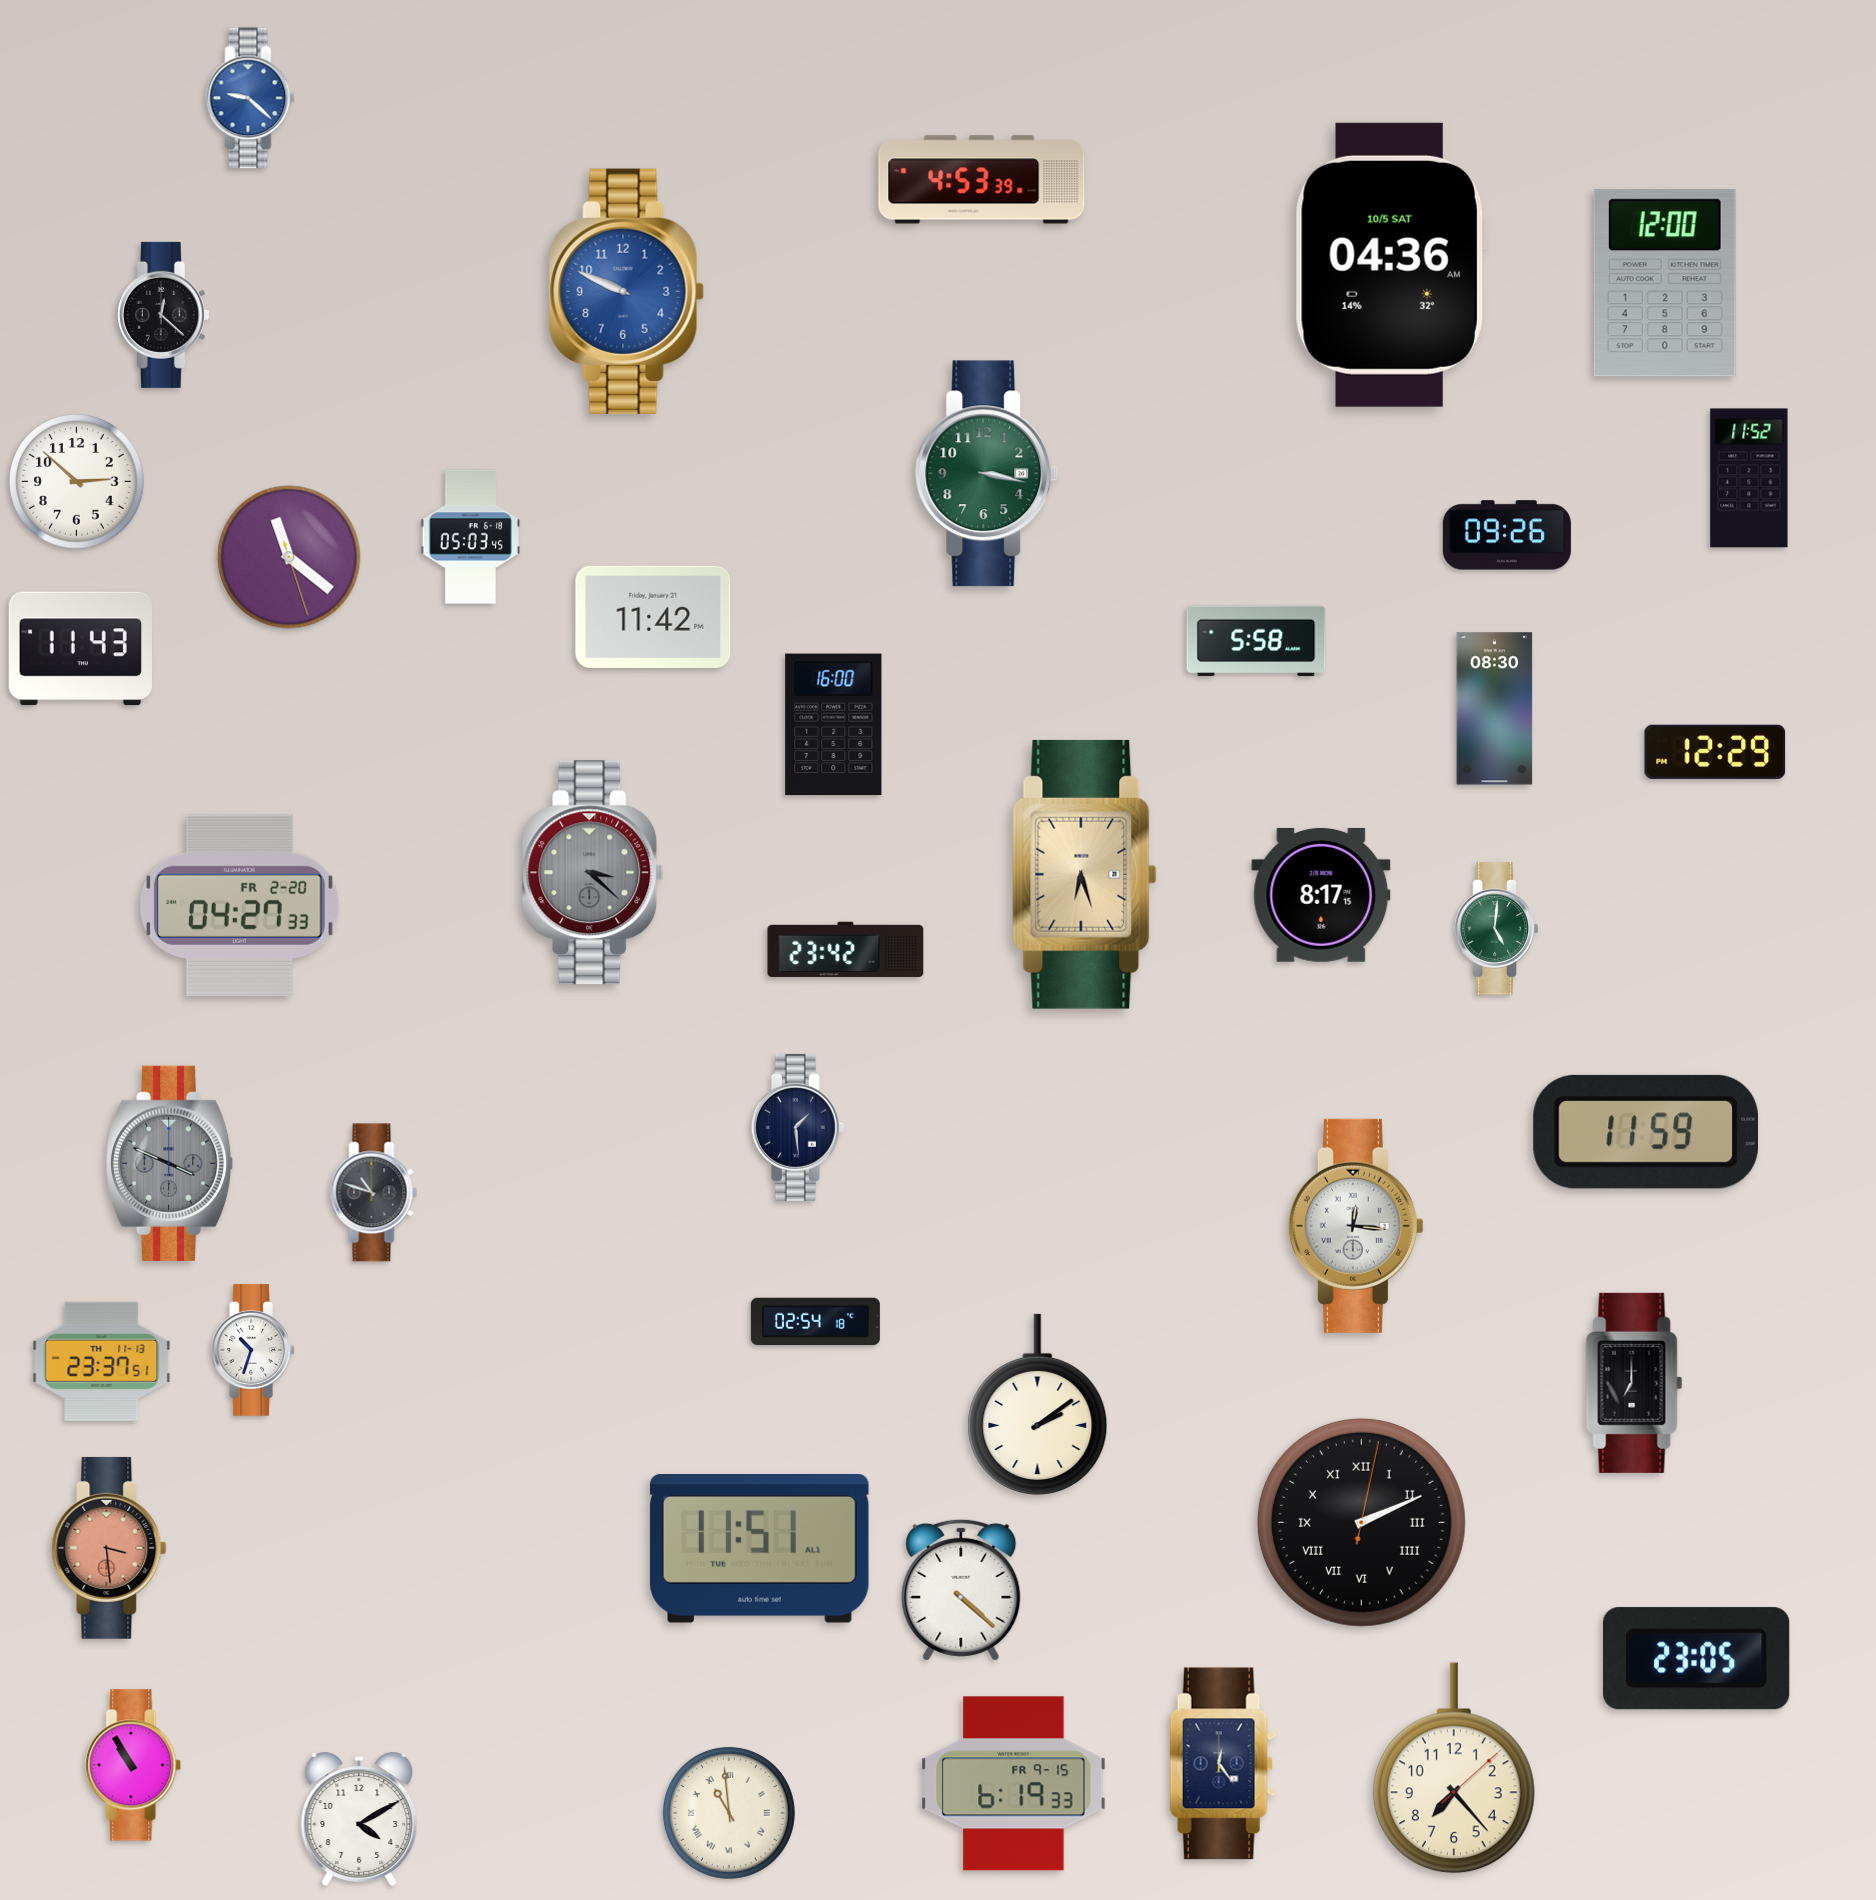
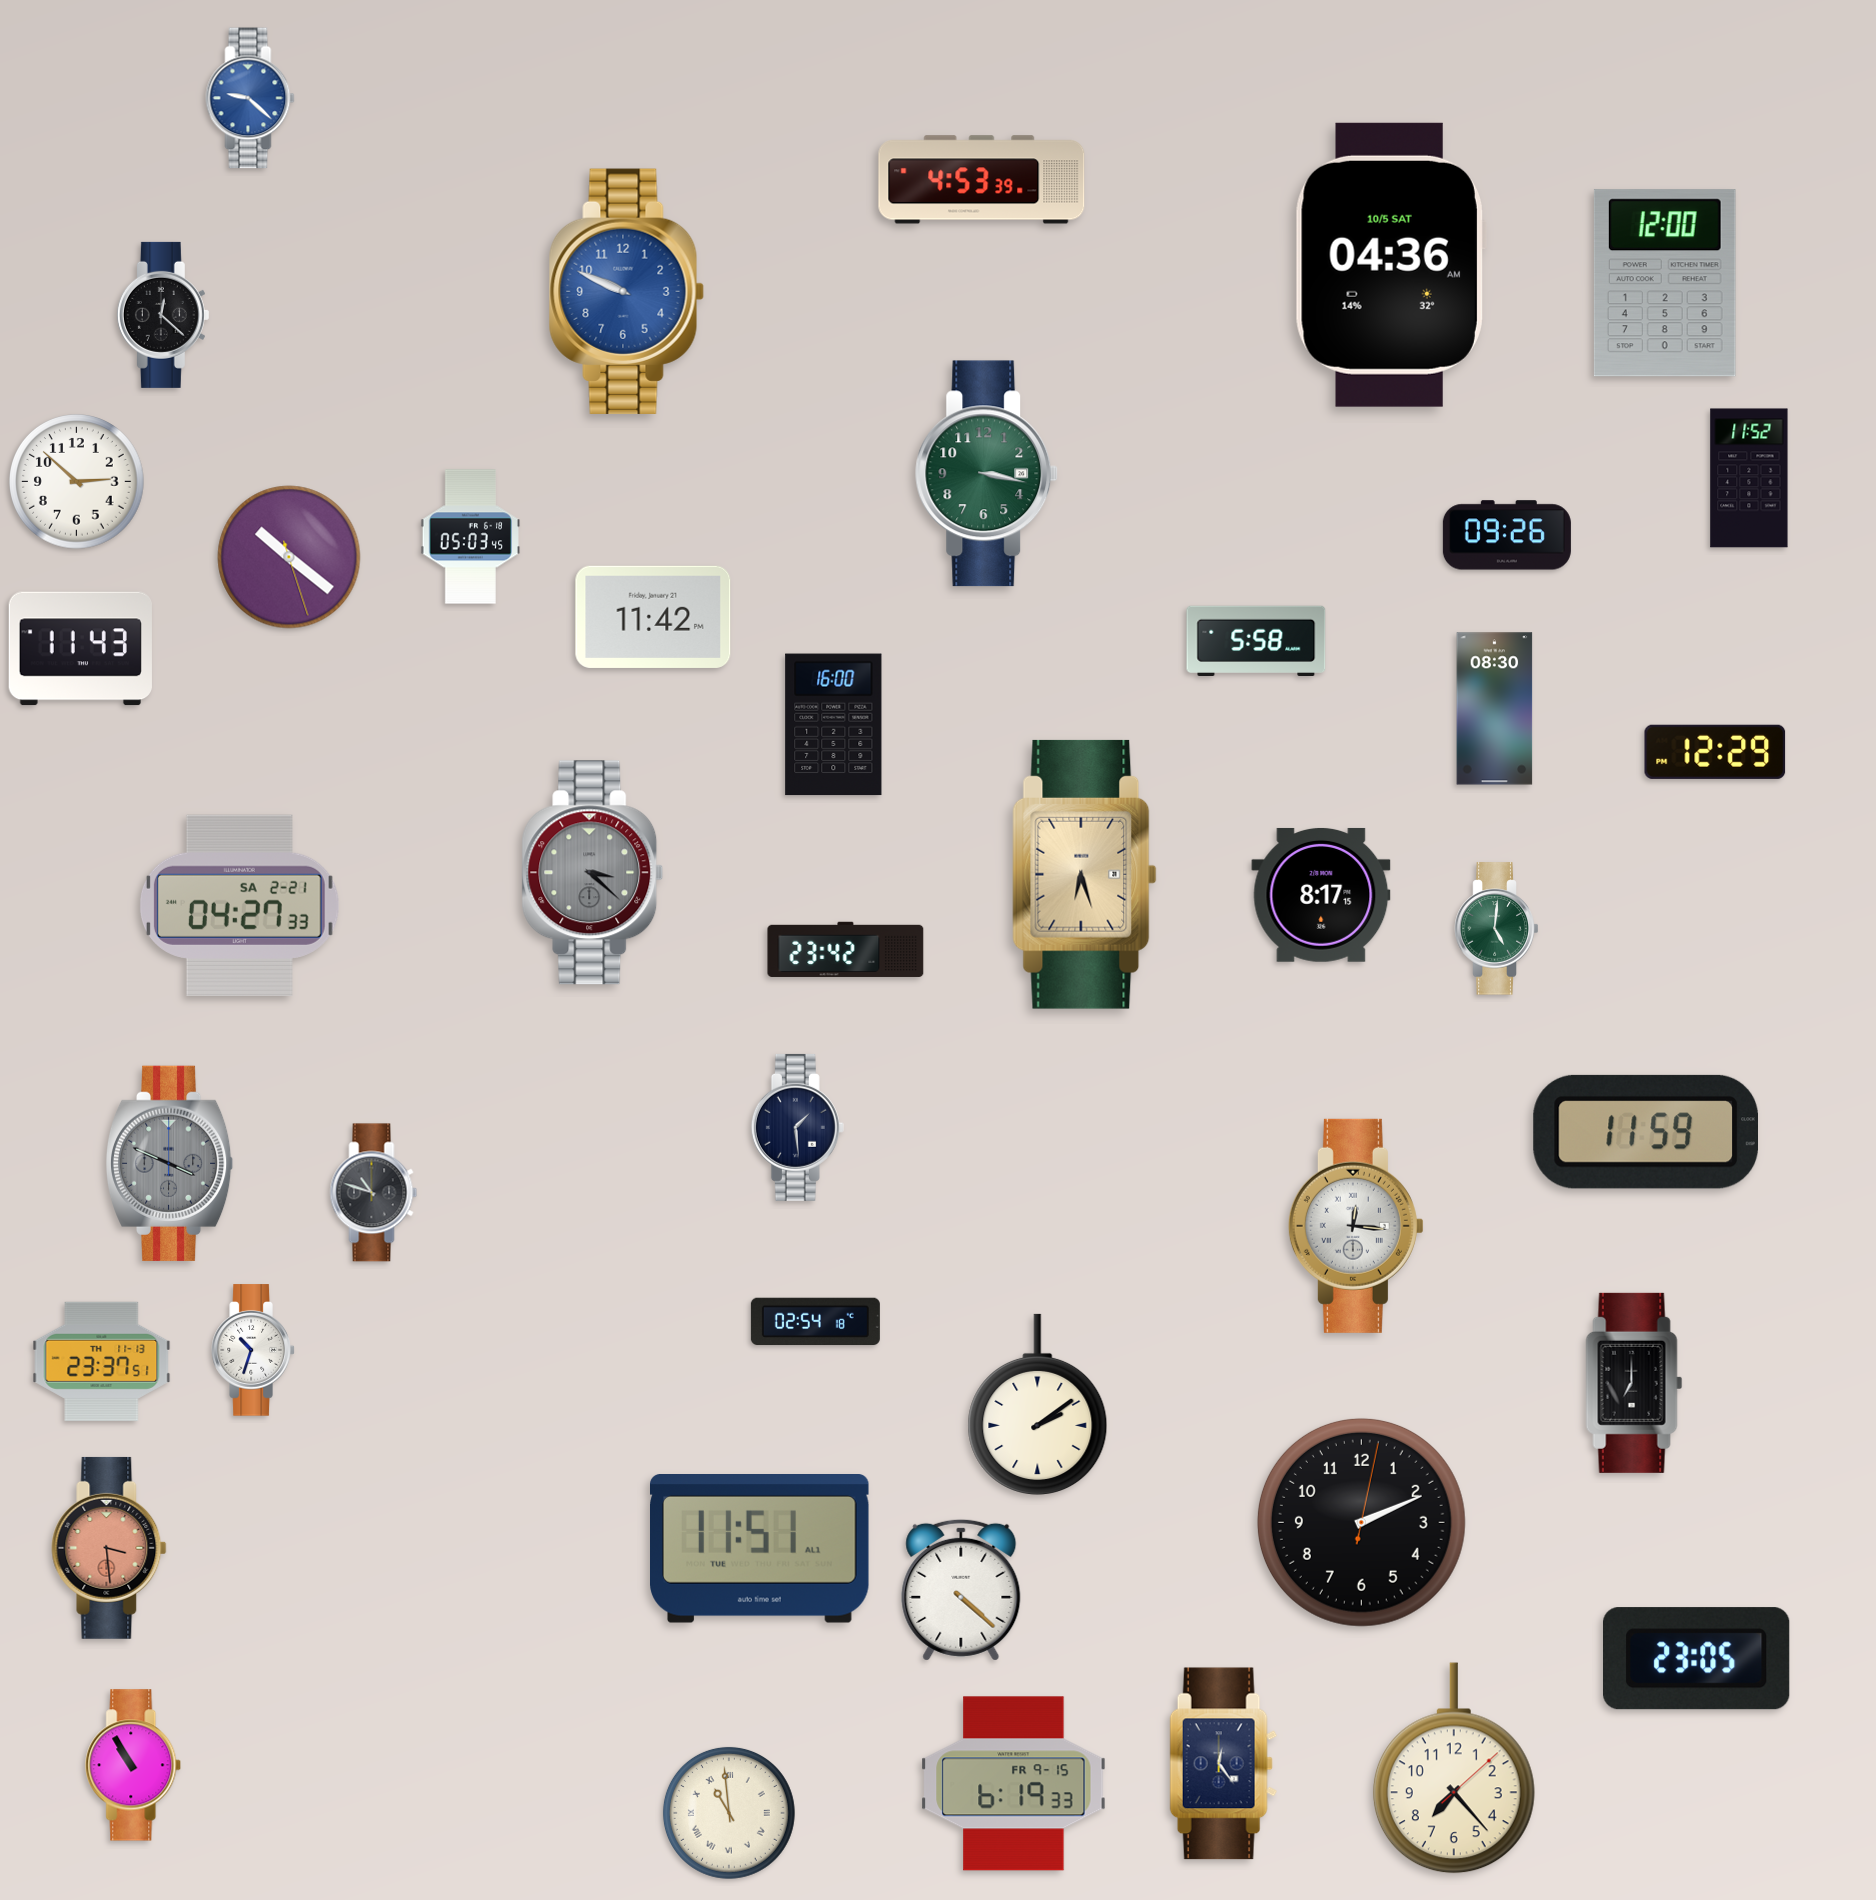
clock at (289, 557): 11:21 -> 10:21
clock at (239, 905) date: FR 2-20 -> SA 2-21
clock at (1361, 1522) numerals: Roman -> Arabic
clock at (359, 1819): 4:10 -> none
